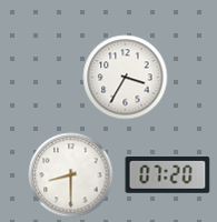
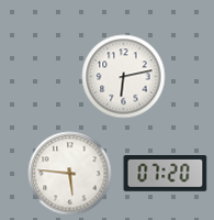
clock at (126, 78): 3:35 -> 6:13
clock at (71, 175): 8:30 -> 5:46
